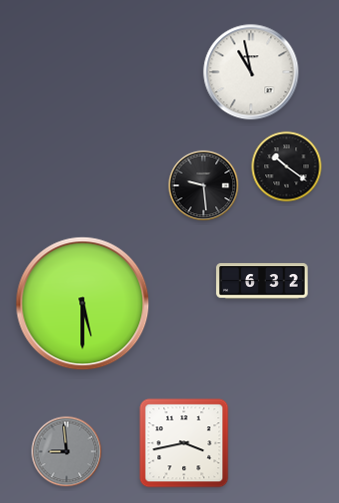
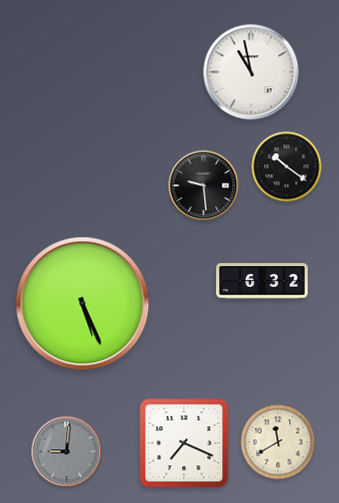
clock at (83, 304): 5:30 -> 5:26
clock at (278, 442): none -> 11:40
clock at (184, 443): 3:43 -> 7:19
clock at (67, 452): 8:59 -> 9:01
